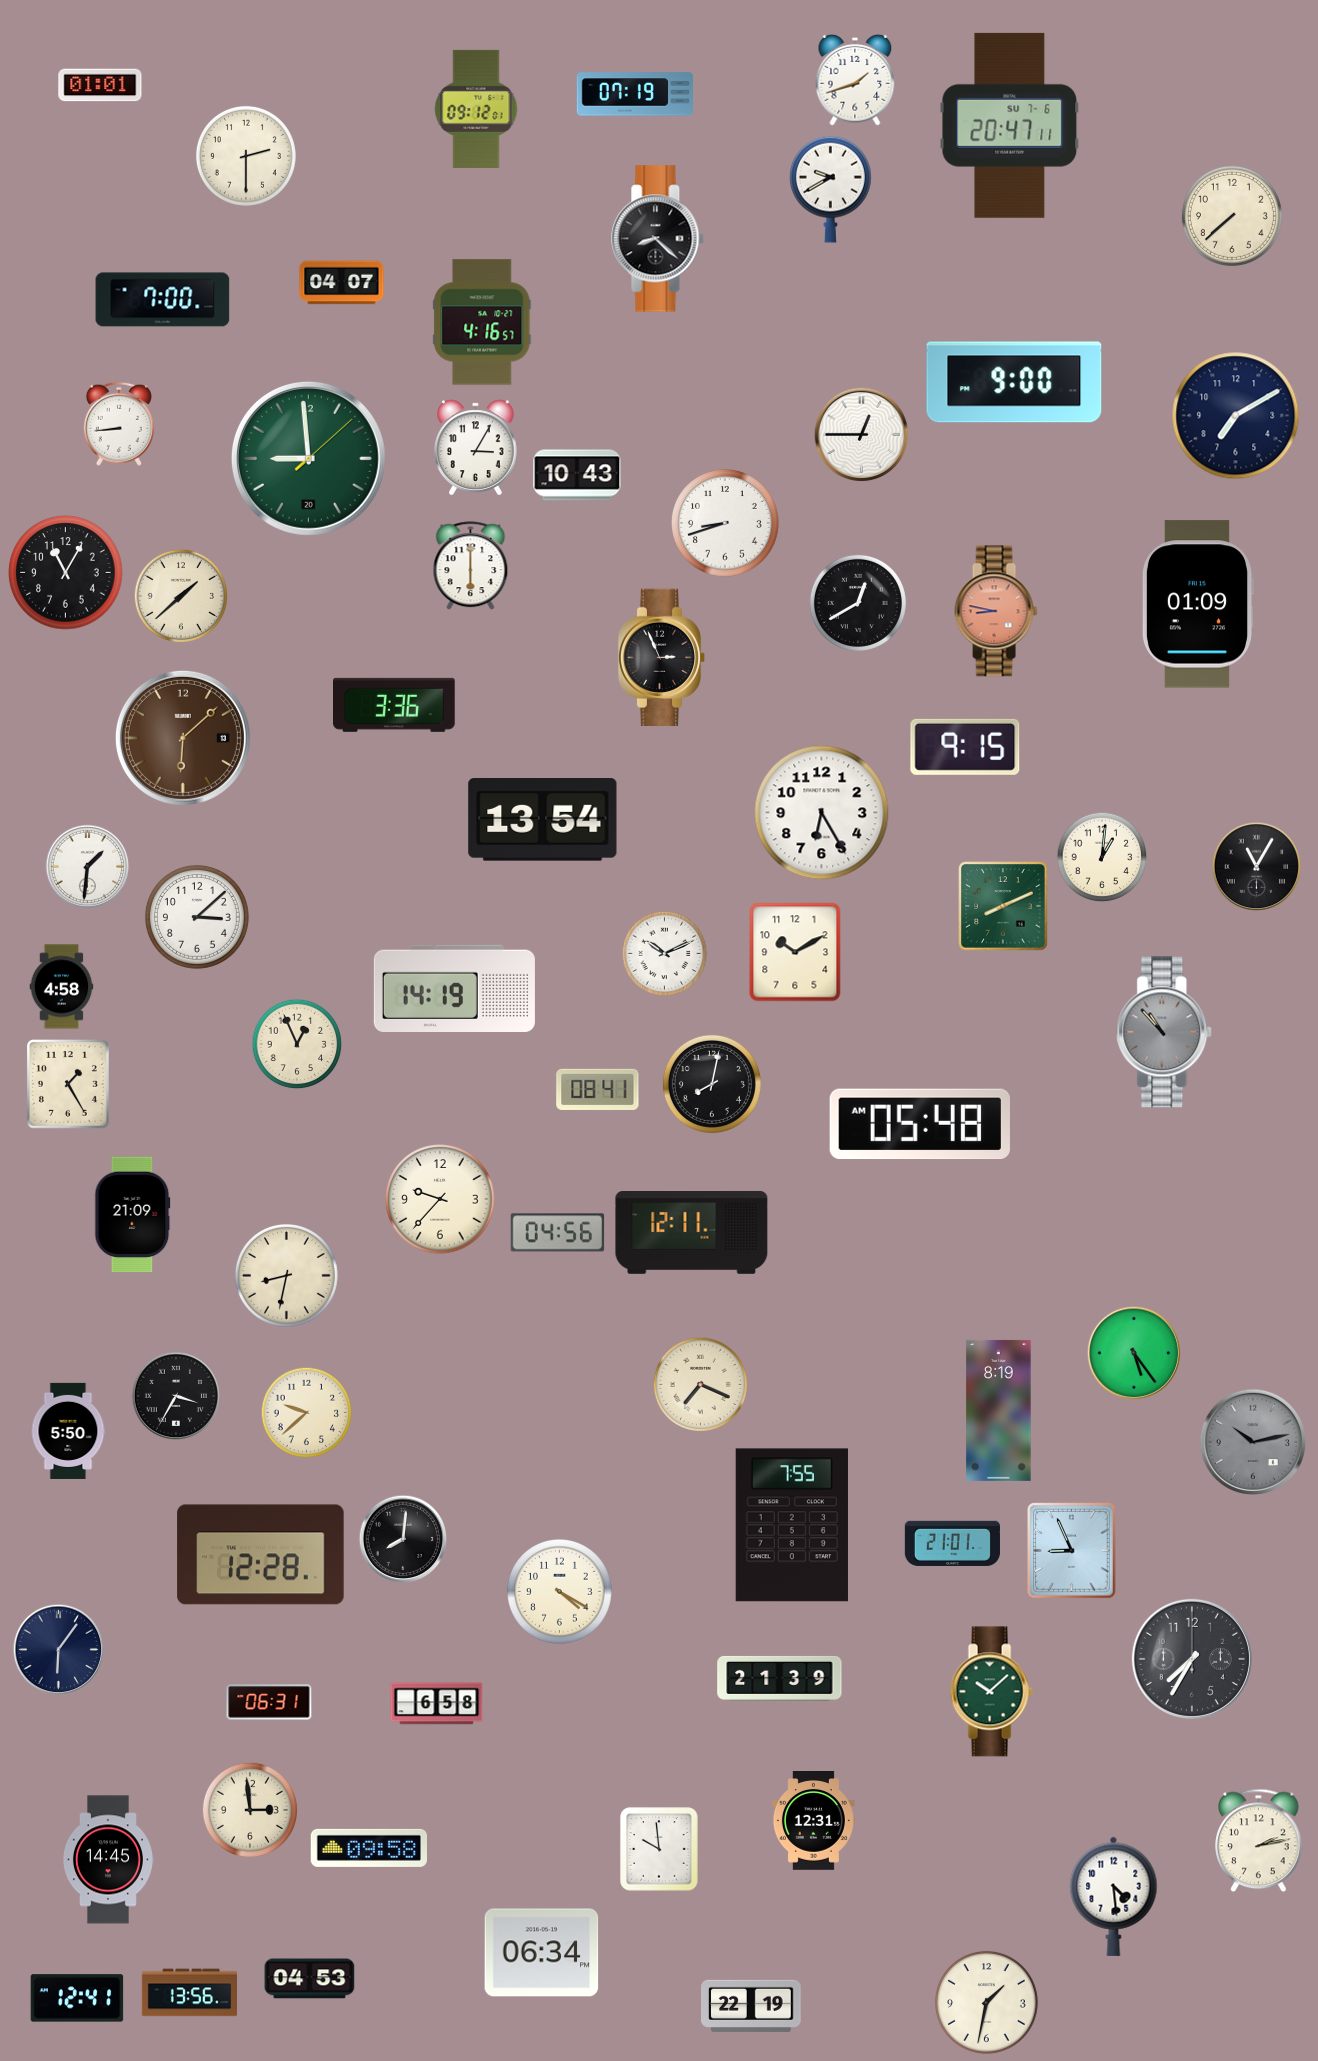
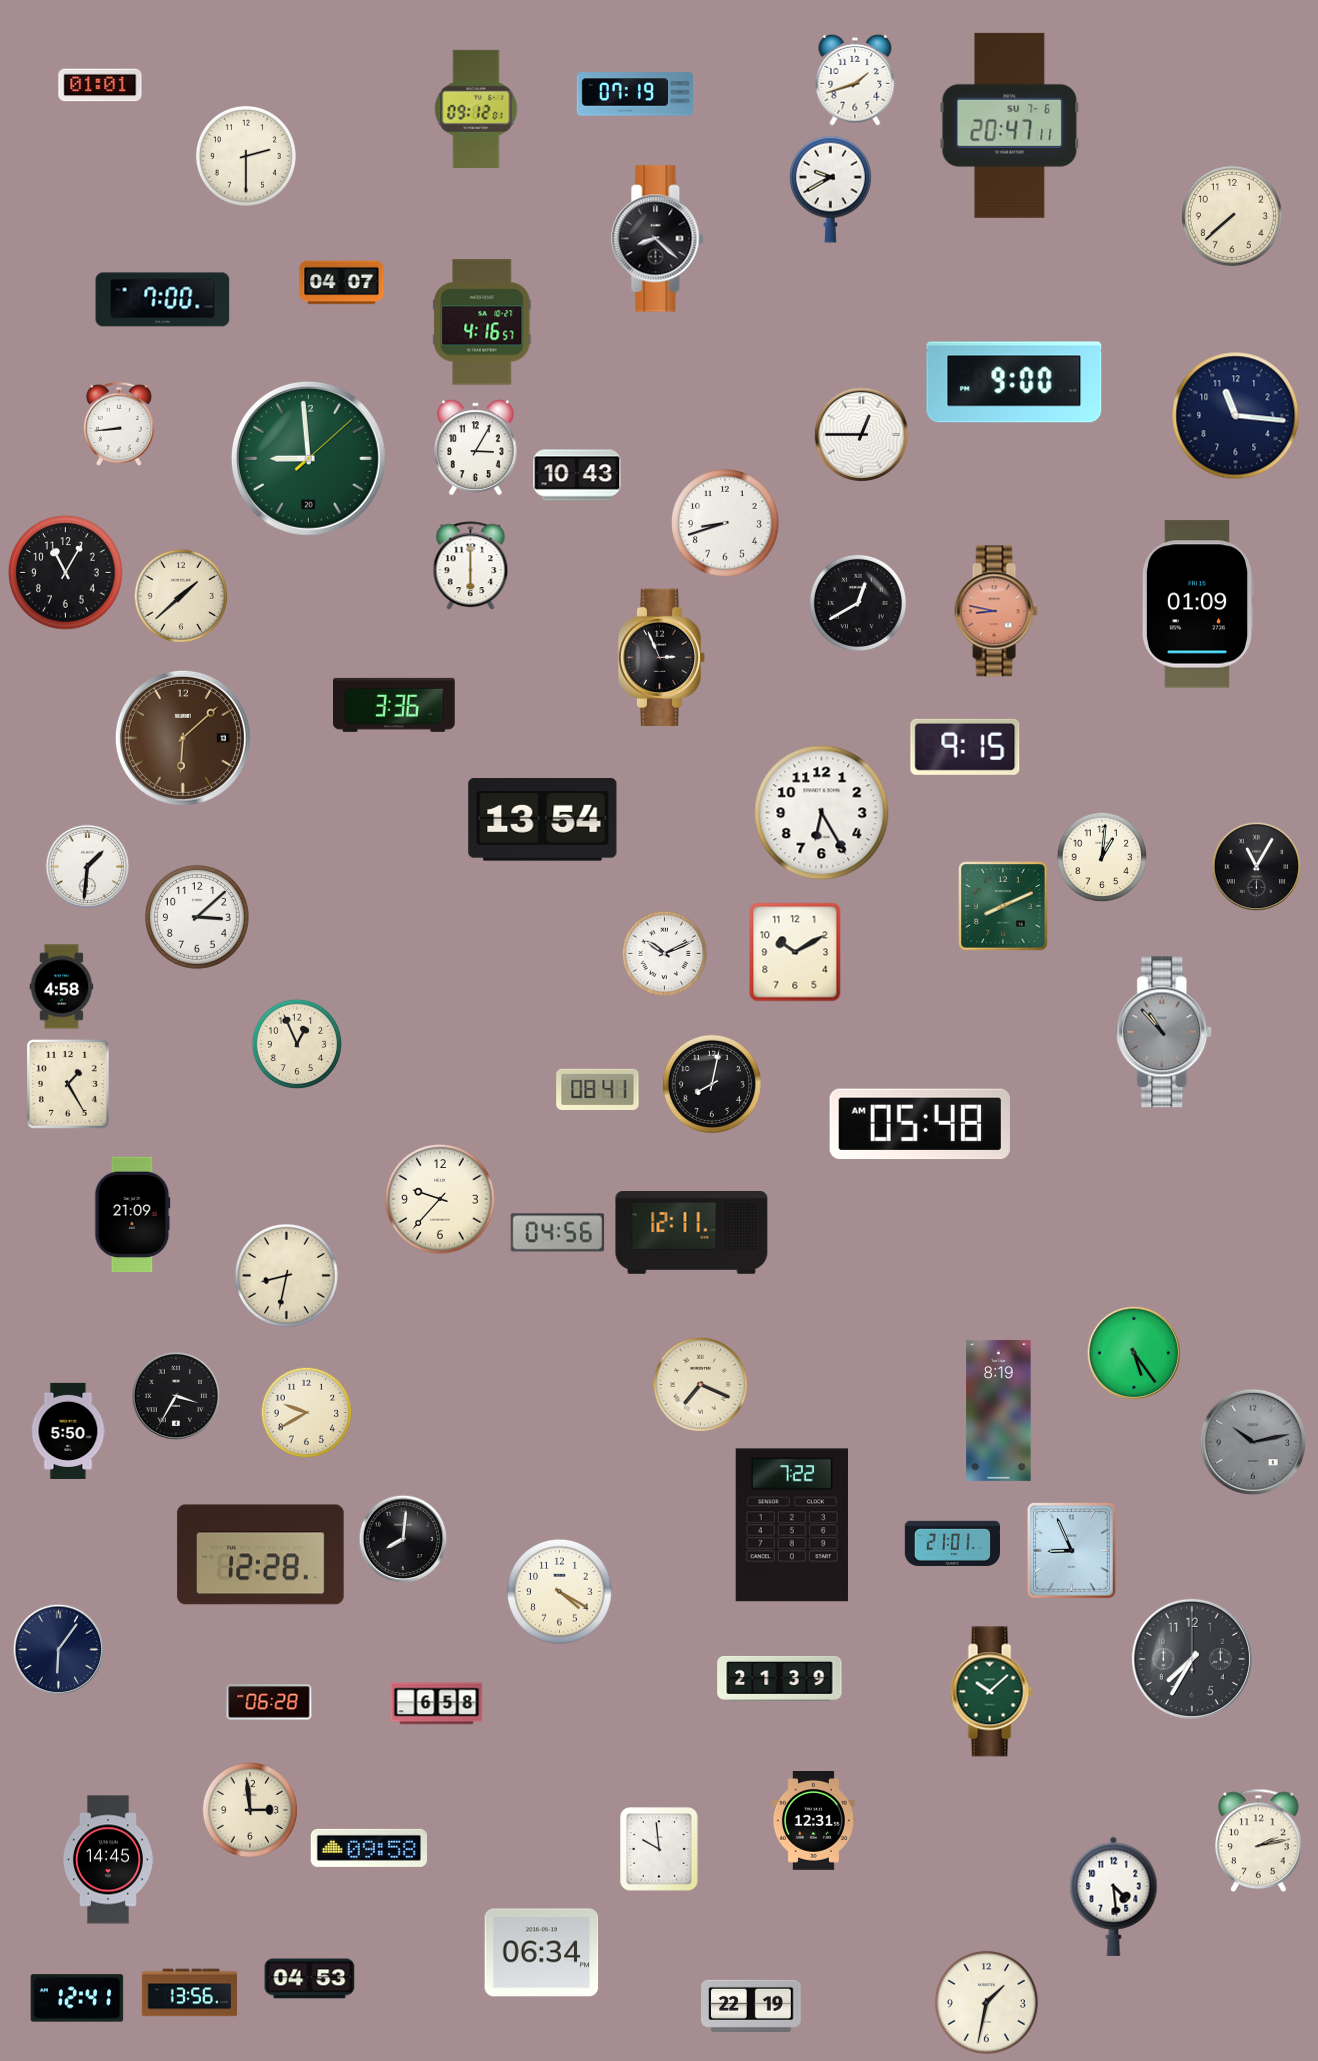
clock at (1236, 416): 7:10 -> 11:16
clock at (454, 988): 14:19 -> none
clock at (307, 1413): 9:38 -> 9:40
clock at (792, 1525): 7:55 -> 7:22
clock at (269, 1702): 06:31 -> 06:28
